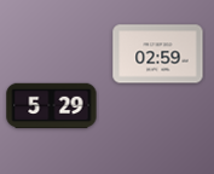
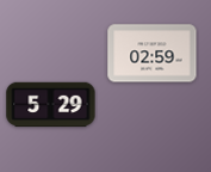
clock at (158, 54) position: (158, 54) -> (153, 54)
